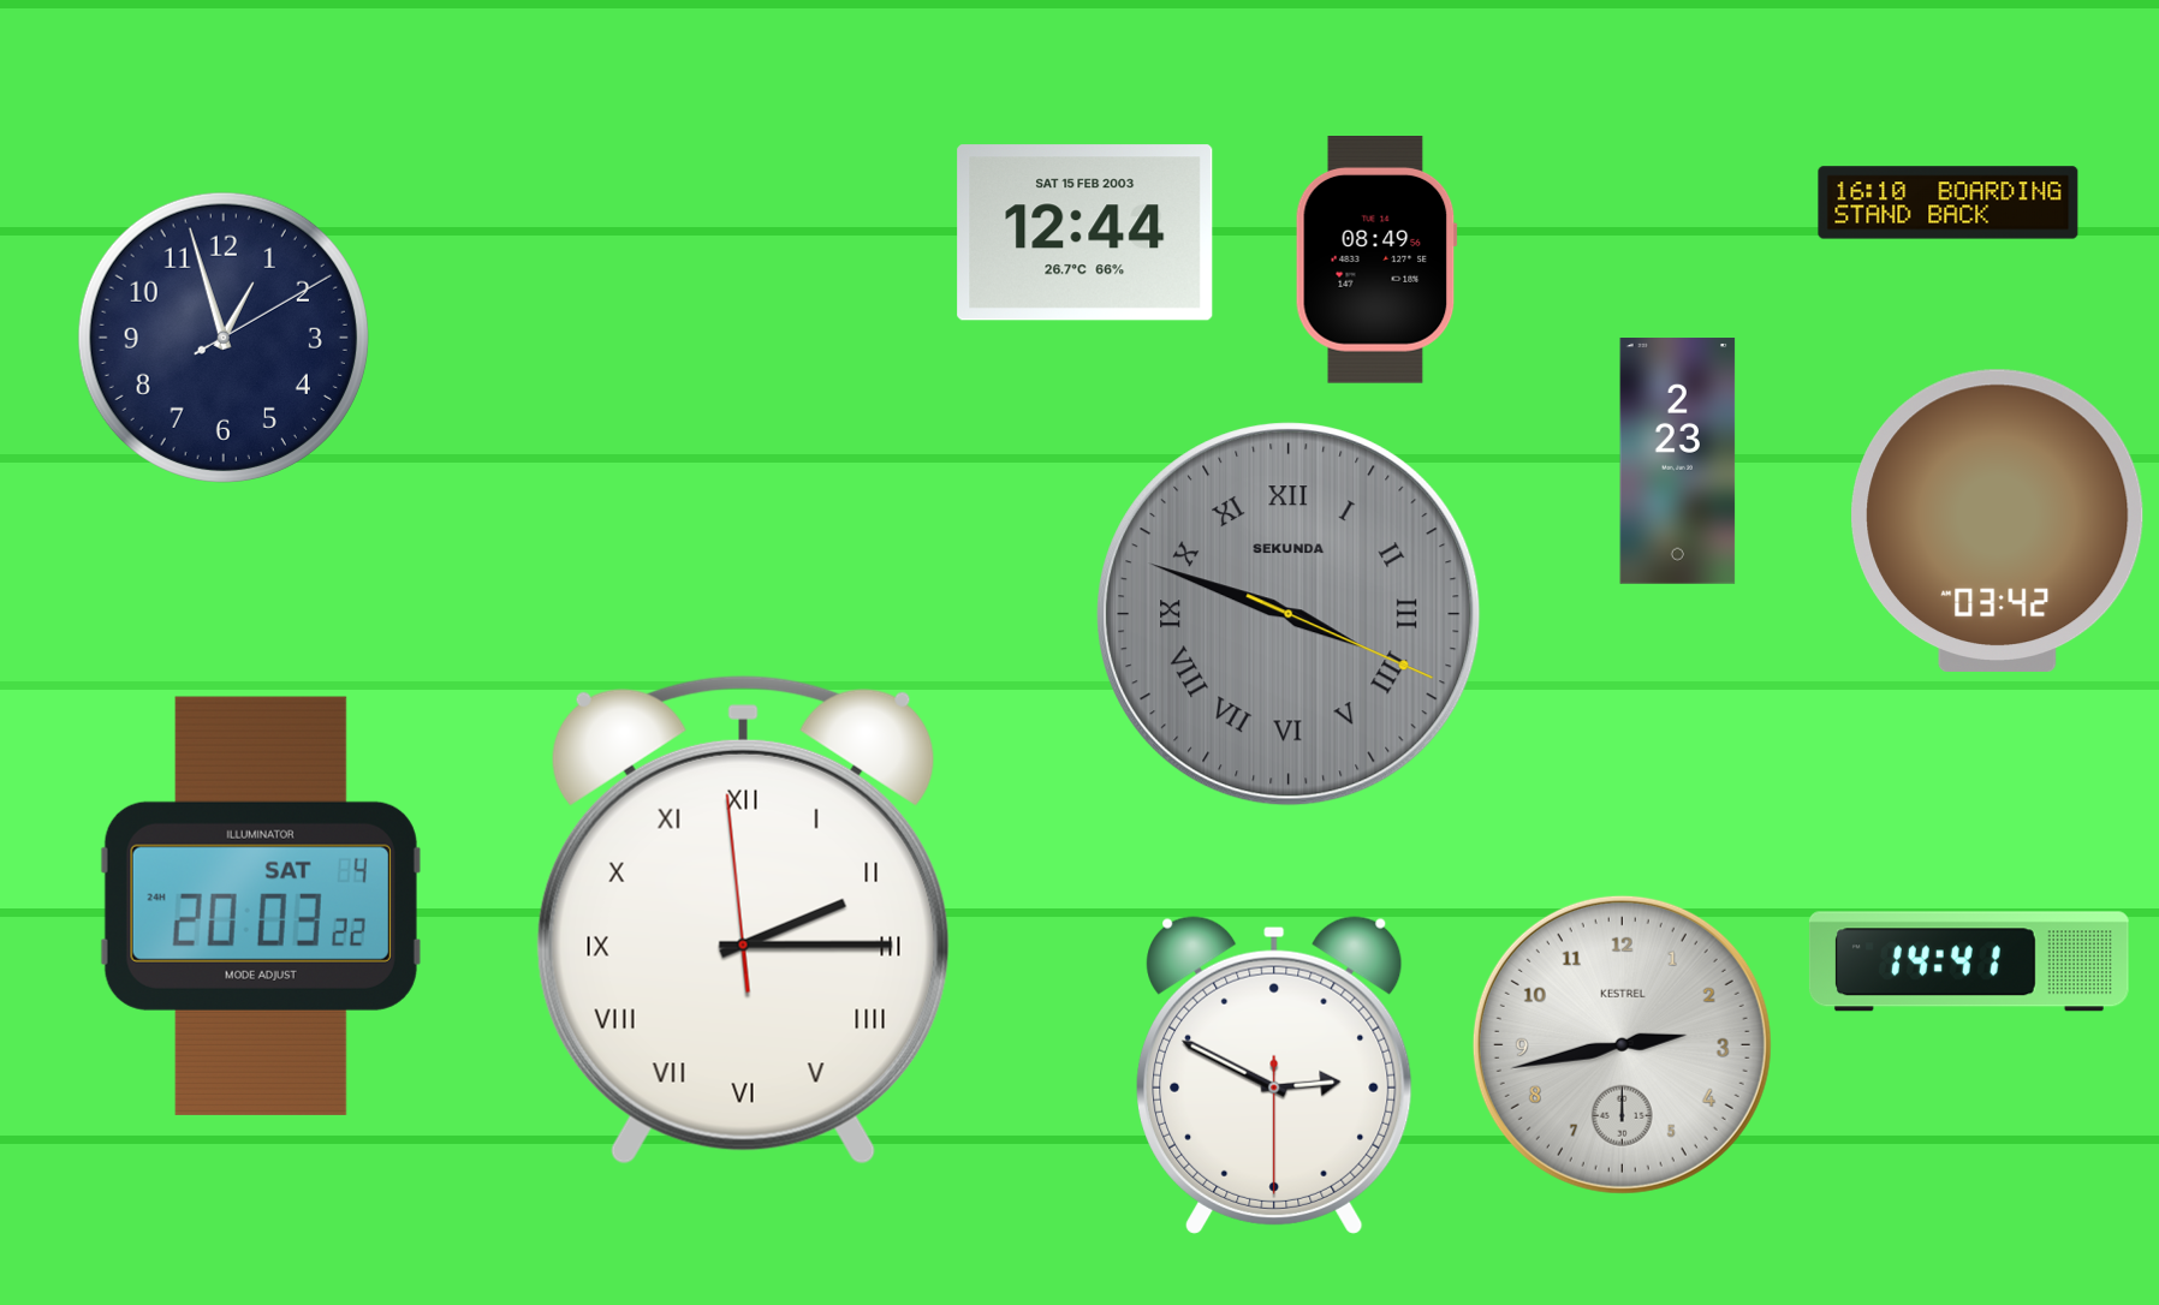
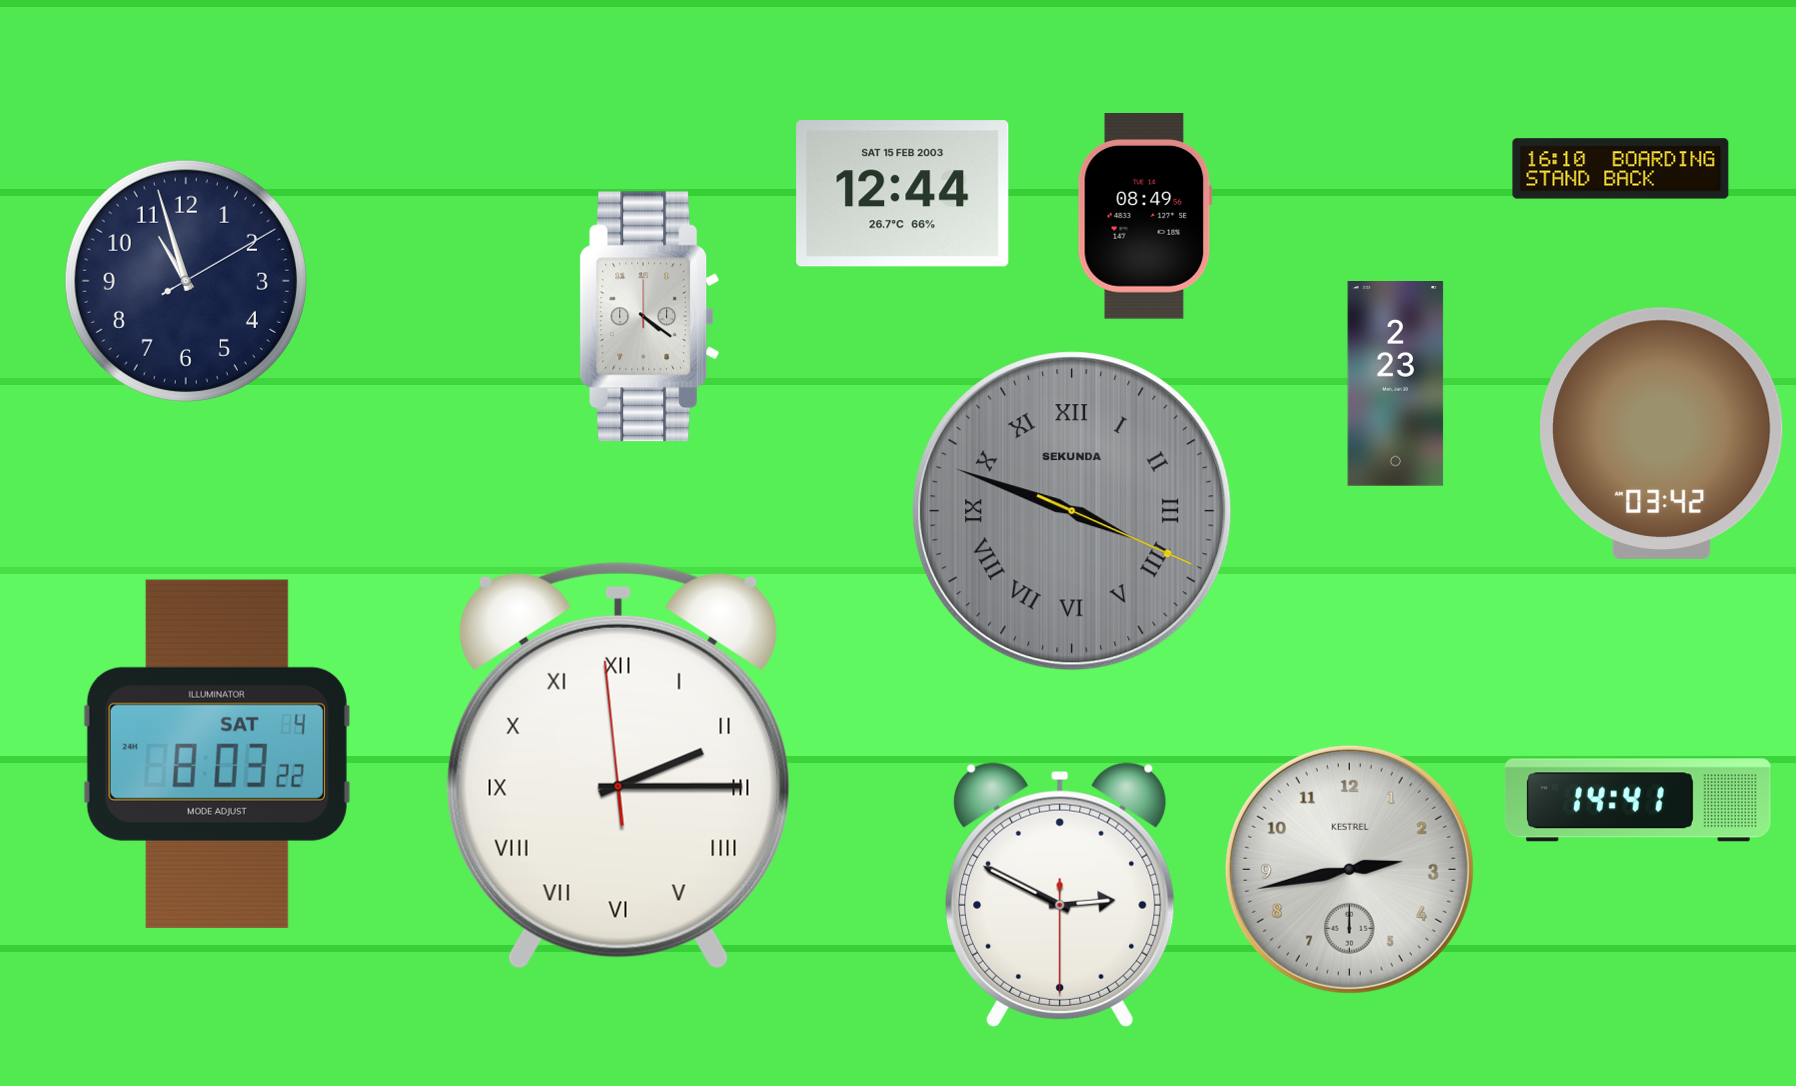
clock at (224, 338): 12:57 -> 10:57
clock at (650, 317): none -> 4:21
clock at (261, 906): 20:03 -> 8:03
